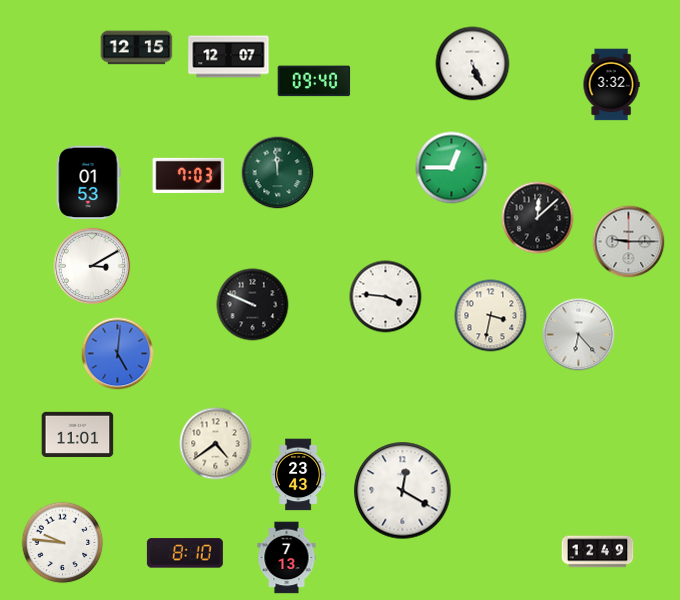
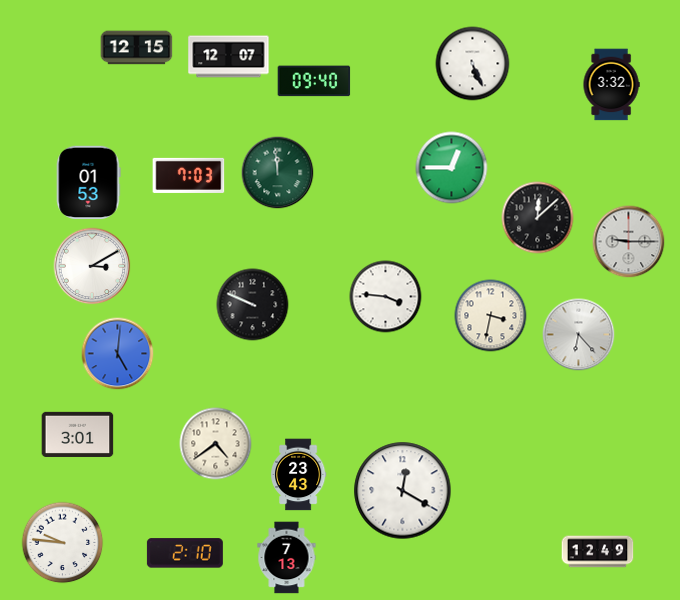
clock at (78, 434): 11:01 -> 3:01
clock at (185, 553): 8:10 -> 2:10
